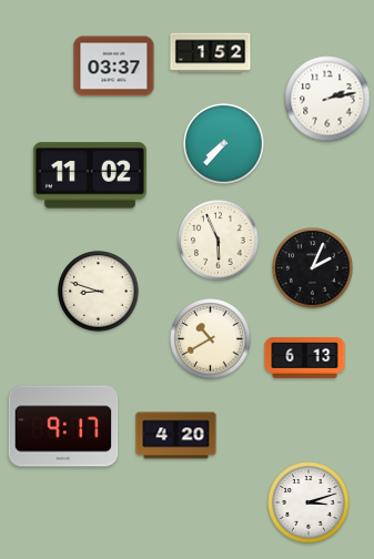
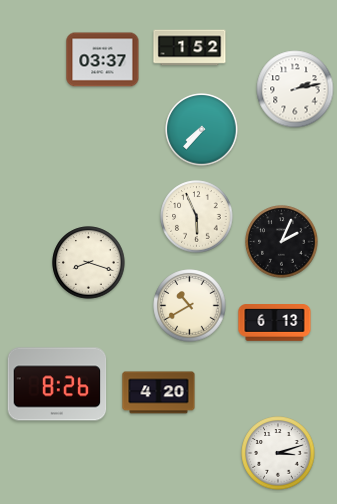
clock at (90, 175): 11:02 -> none
clock at (99, 292): 8:48 -> 8:18
clock at (63, 426): 9:17 -> 8:26
